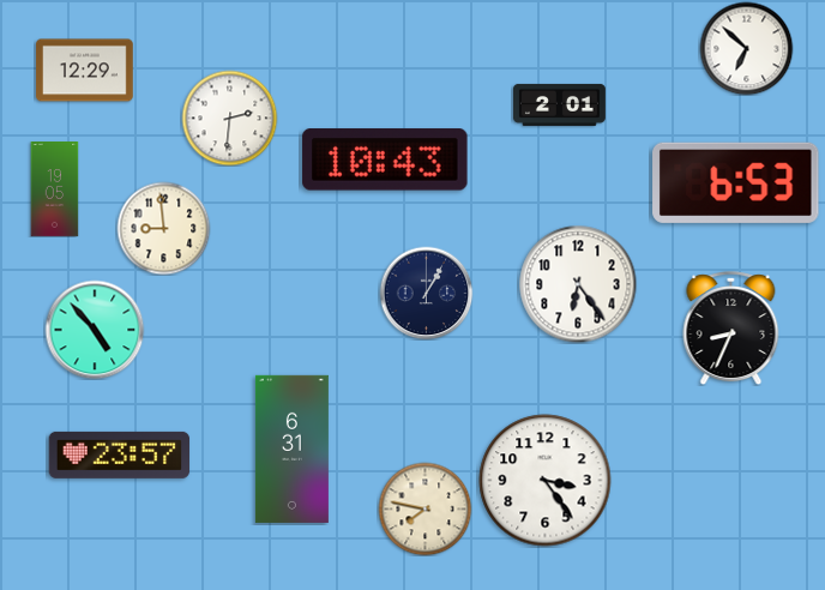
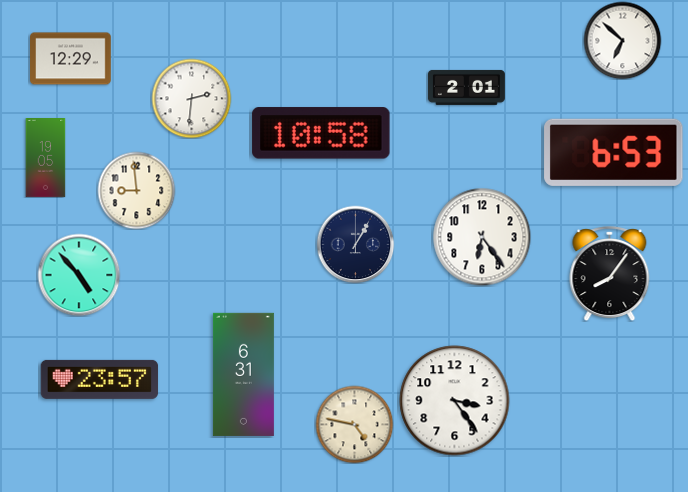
clock at (385, 159): 10:43 -> 10:58
clock at (731, 329): 8:34 -> 8:06
clock at (424, 508): 7:47 -> 4:47
